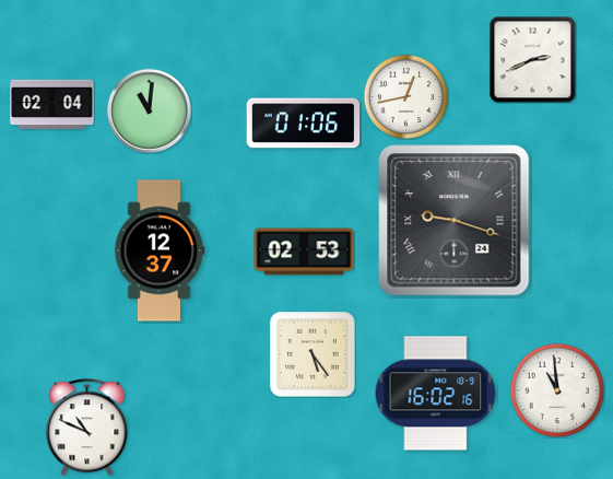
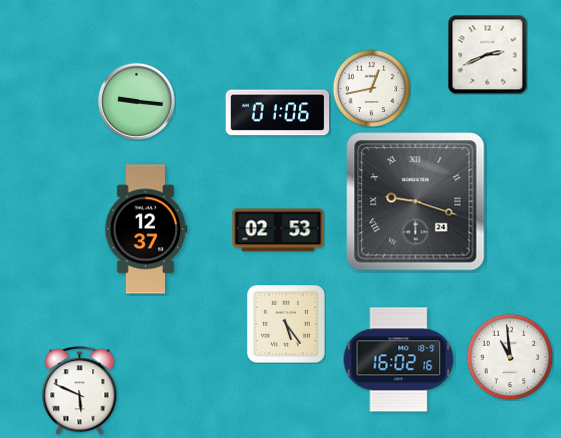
clock at (52, 105): 02:04 -> none
clock at (149, 110): 11:01 -> 9:16
clock at (87, 428): 10:49 -> 5:49
